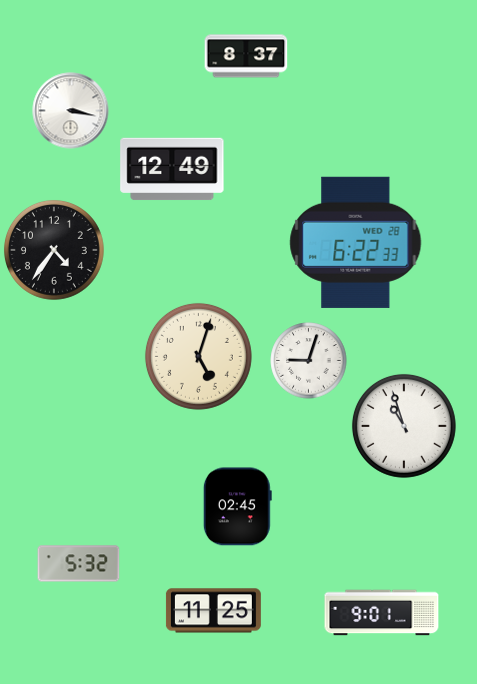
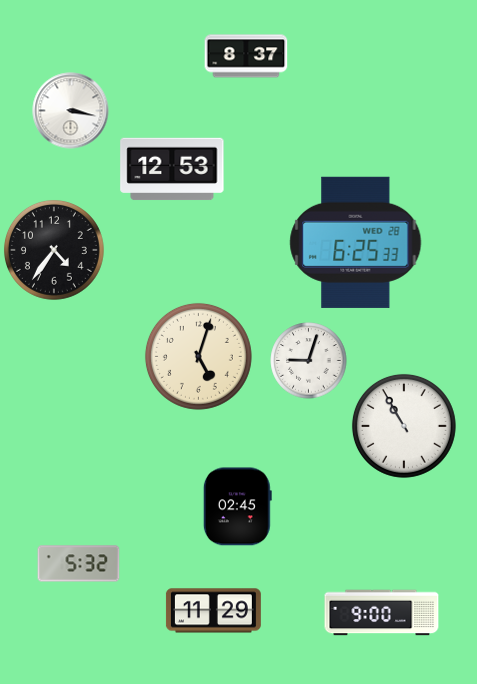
clock at (172, 169): 12:49 -> 12:53
clock at (356, 242): 6:22 -> 6:25
clock at (404, 426): 10:57 -> 10:55
clock at (213, 611): 11:25 -> 11:29
clock at (382, 613): 9:01 -> 9:00
